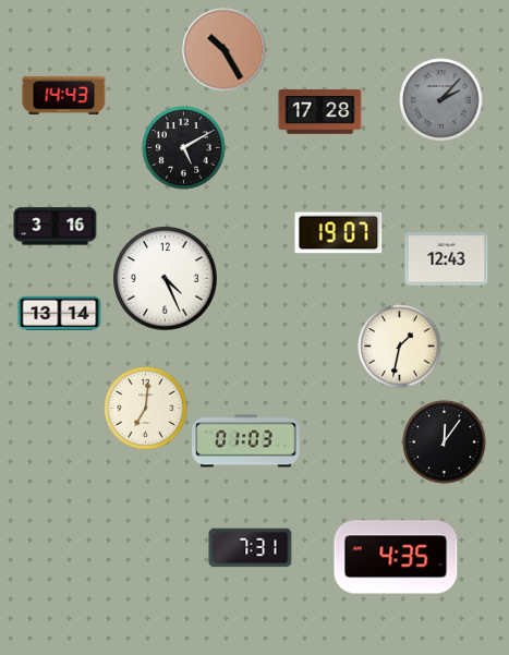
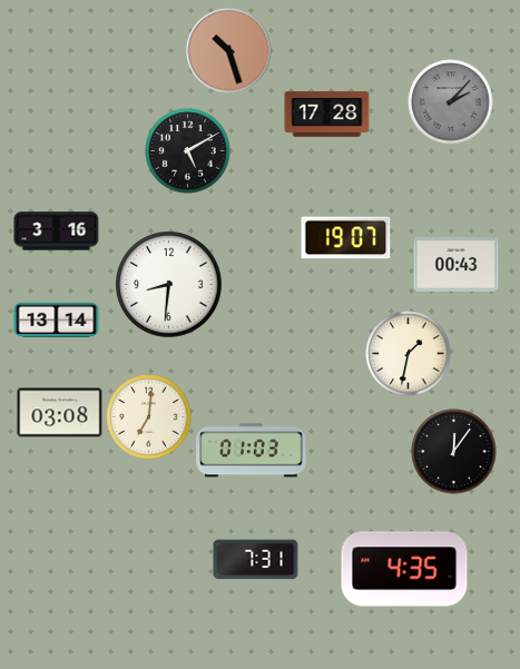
clock at (225, 50): 10:25 -> 10:27
clock at (64, 95): 14:43 -> none
clock at (447, 259): 12:43 -> 00:43
clock at (166, 279): 4:26 -> 8:31
clock at (60, 313) position: (60, 313) -> (57, 319)
clock at (60, 413): none -> 03:08
